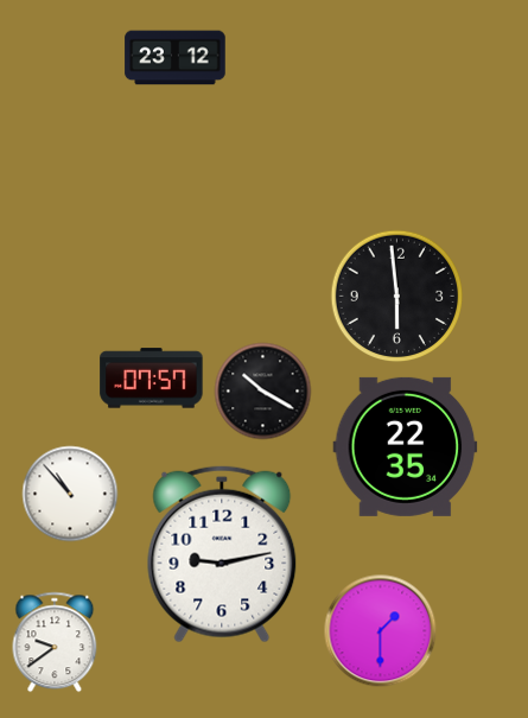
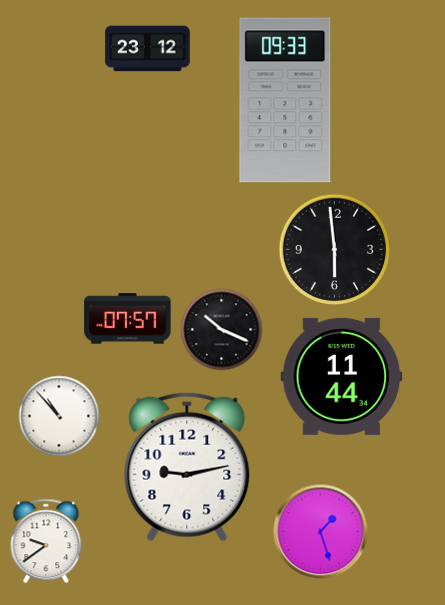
clock at (285, 100): none -> 09:33
clock at (263, 392): 10:20 -> 10:19
clock at (406, 446): 22:35 -> 11:44
clock at (381, 631): 1:30 -> 1:27
